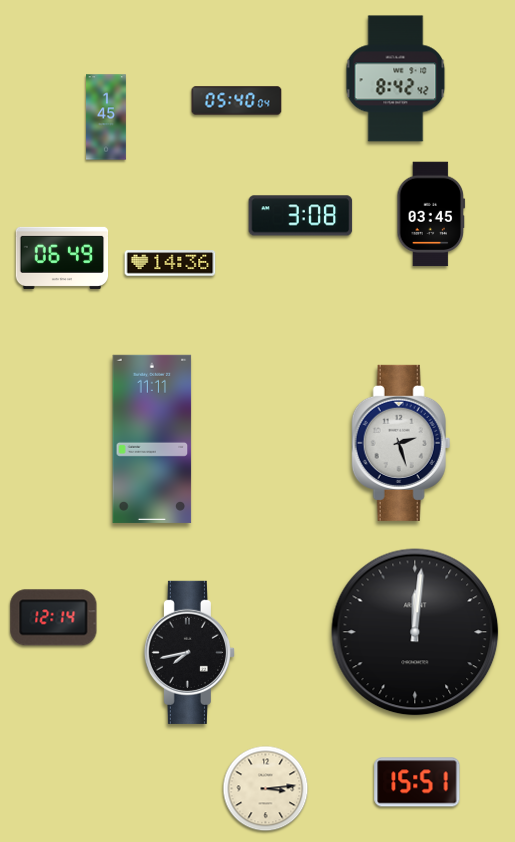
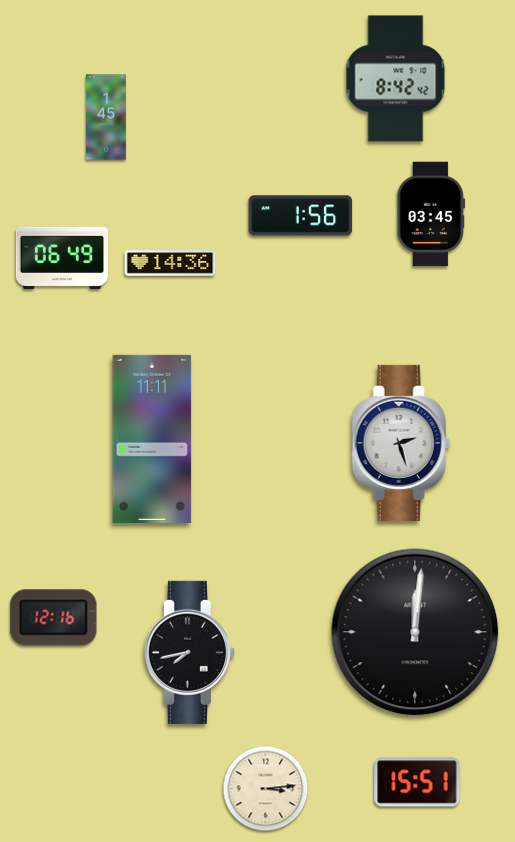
clock at (237, 101): 05:40 -> none
clock at (301, 216): 3:08 -> 1:56
clock at (54, 618): 12:14 -> 12:16
